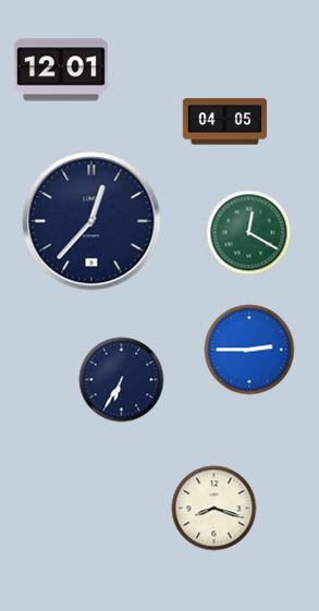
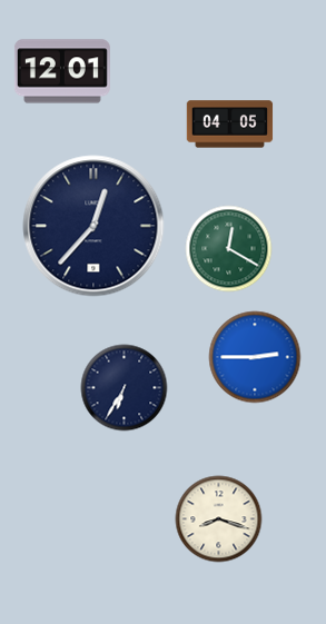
clock at (248, 232) position: (248, 232) -> (228, 248)
